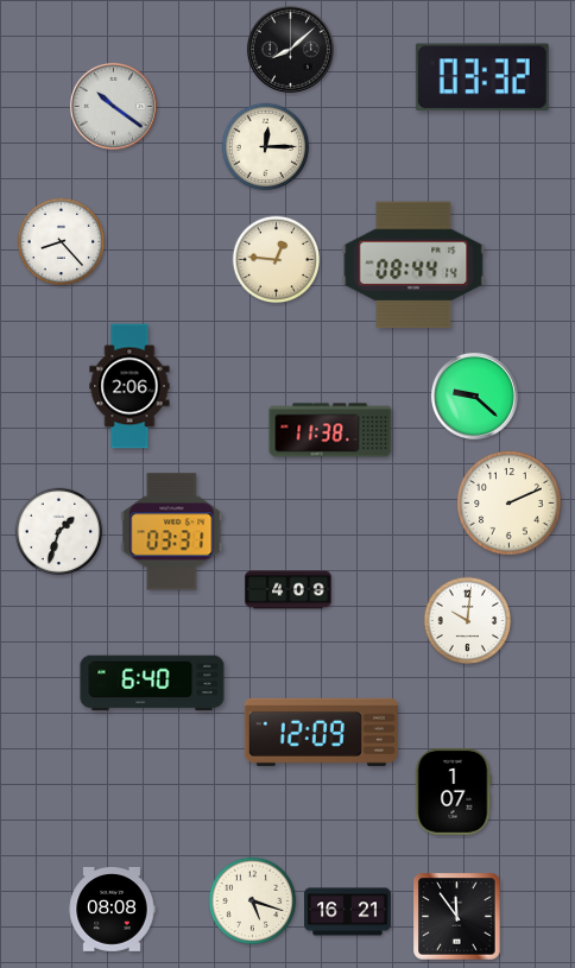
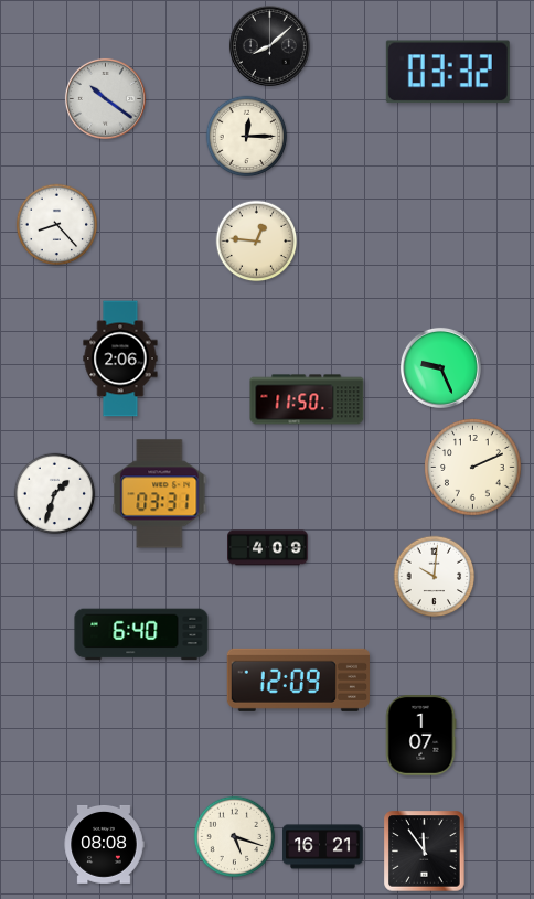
clock at (413, 265): 08:44 -> none
clock at (474, 396): 9:22 -> 9:26
clock at (330, 430): 11:38 -> 11:50
